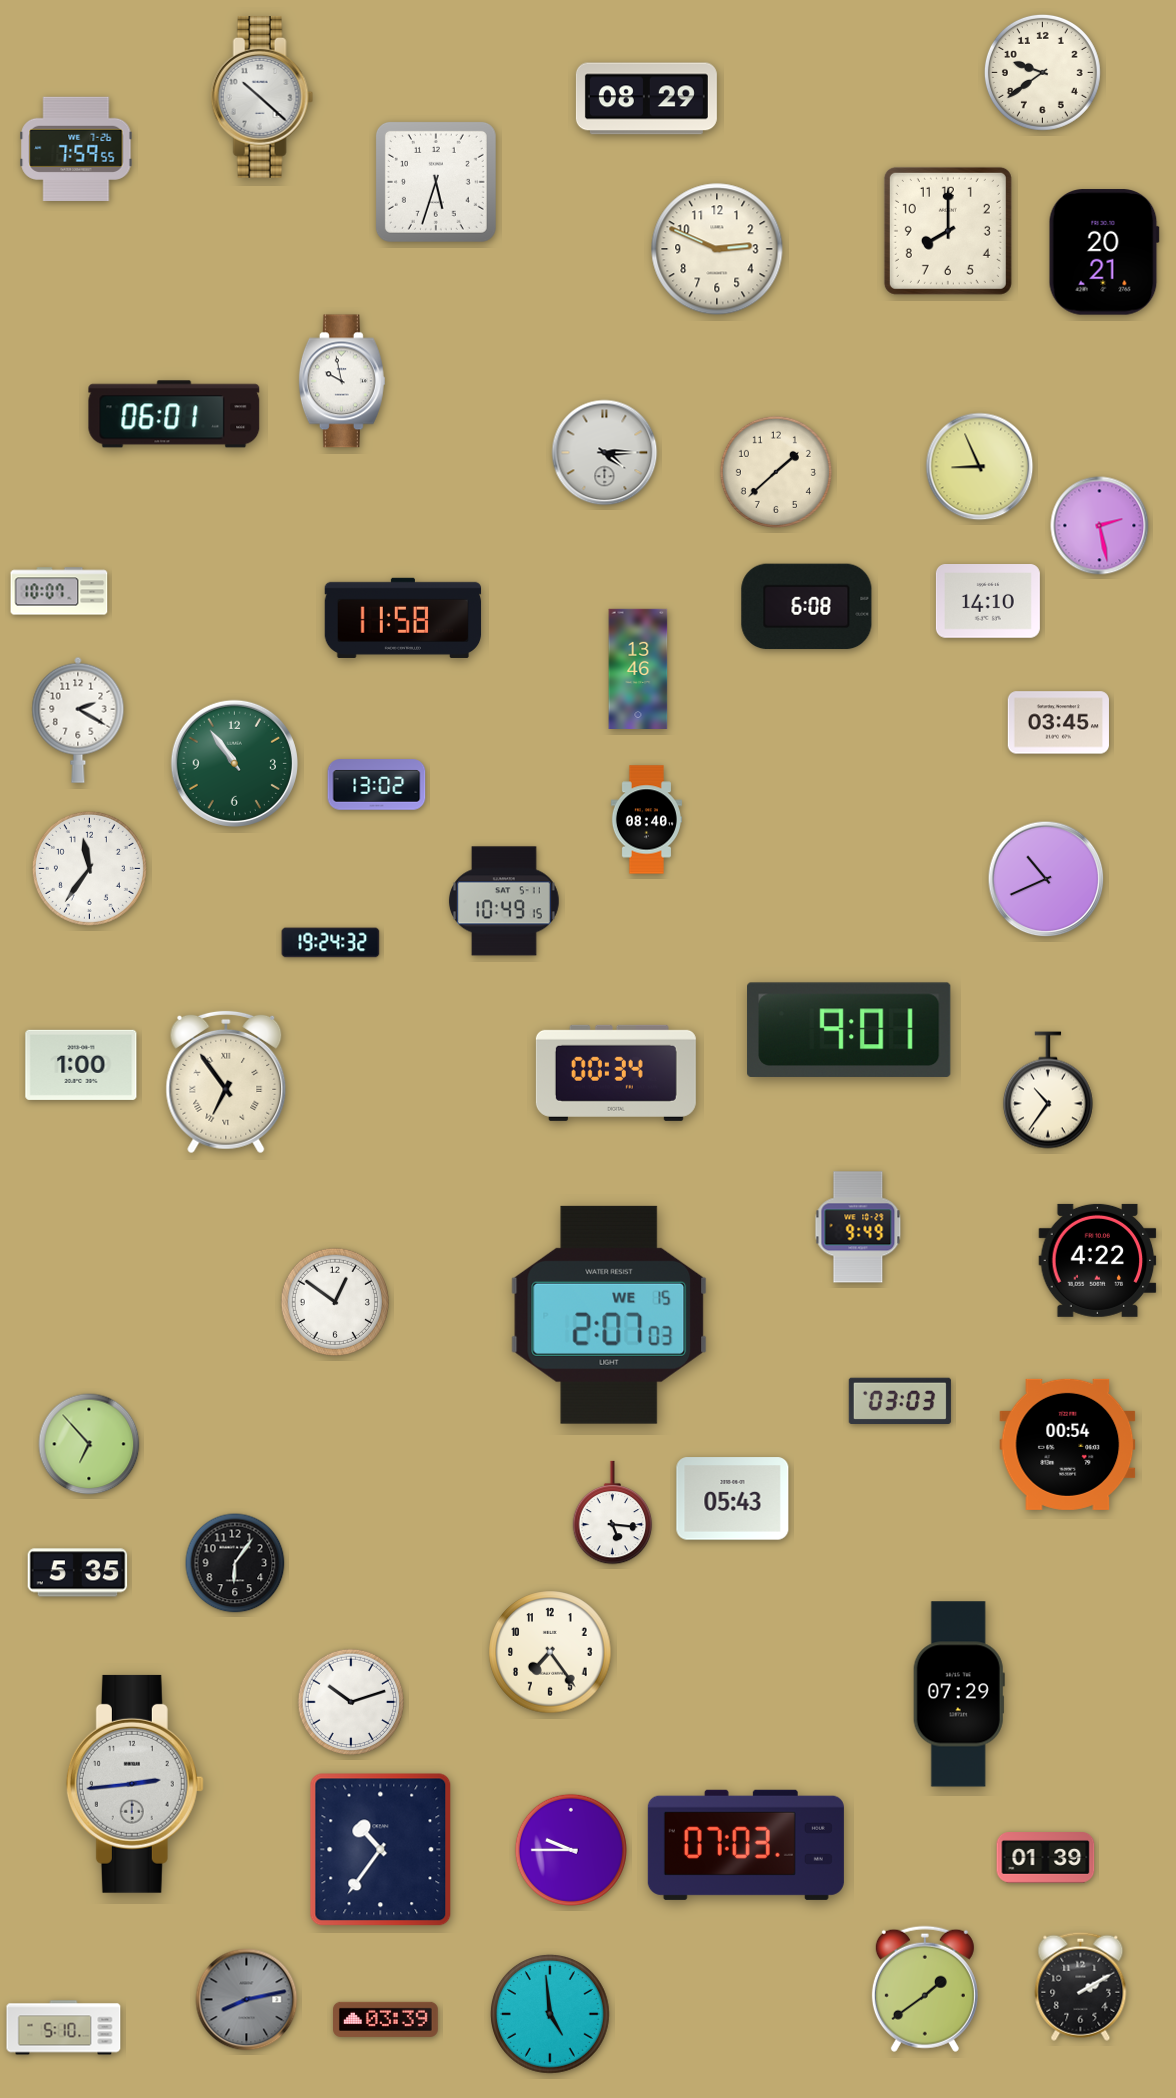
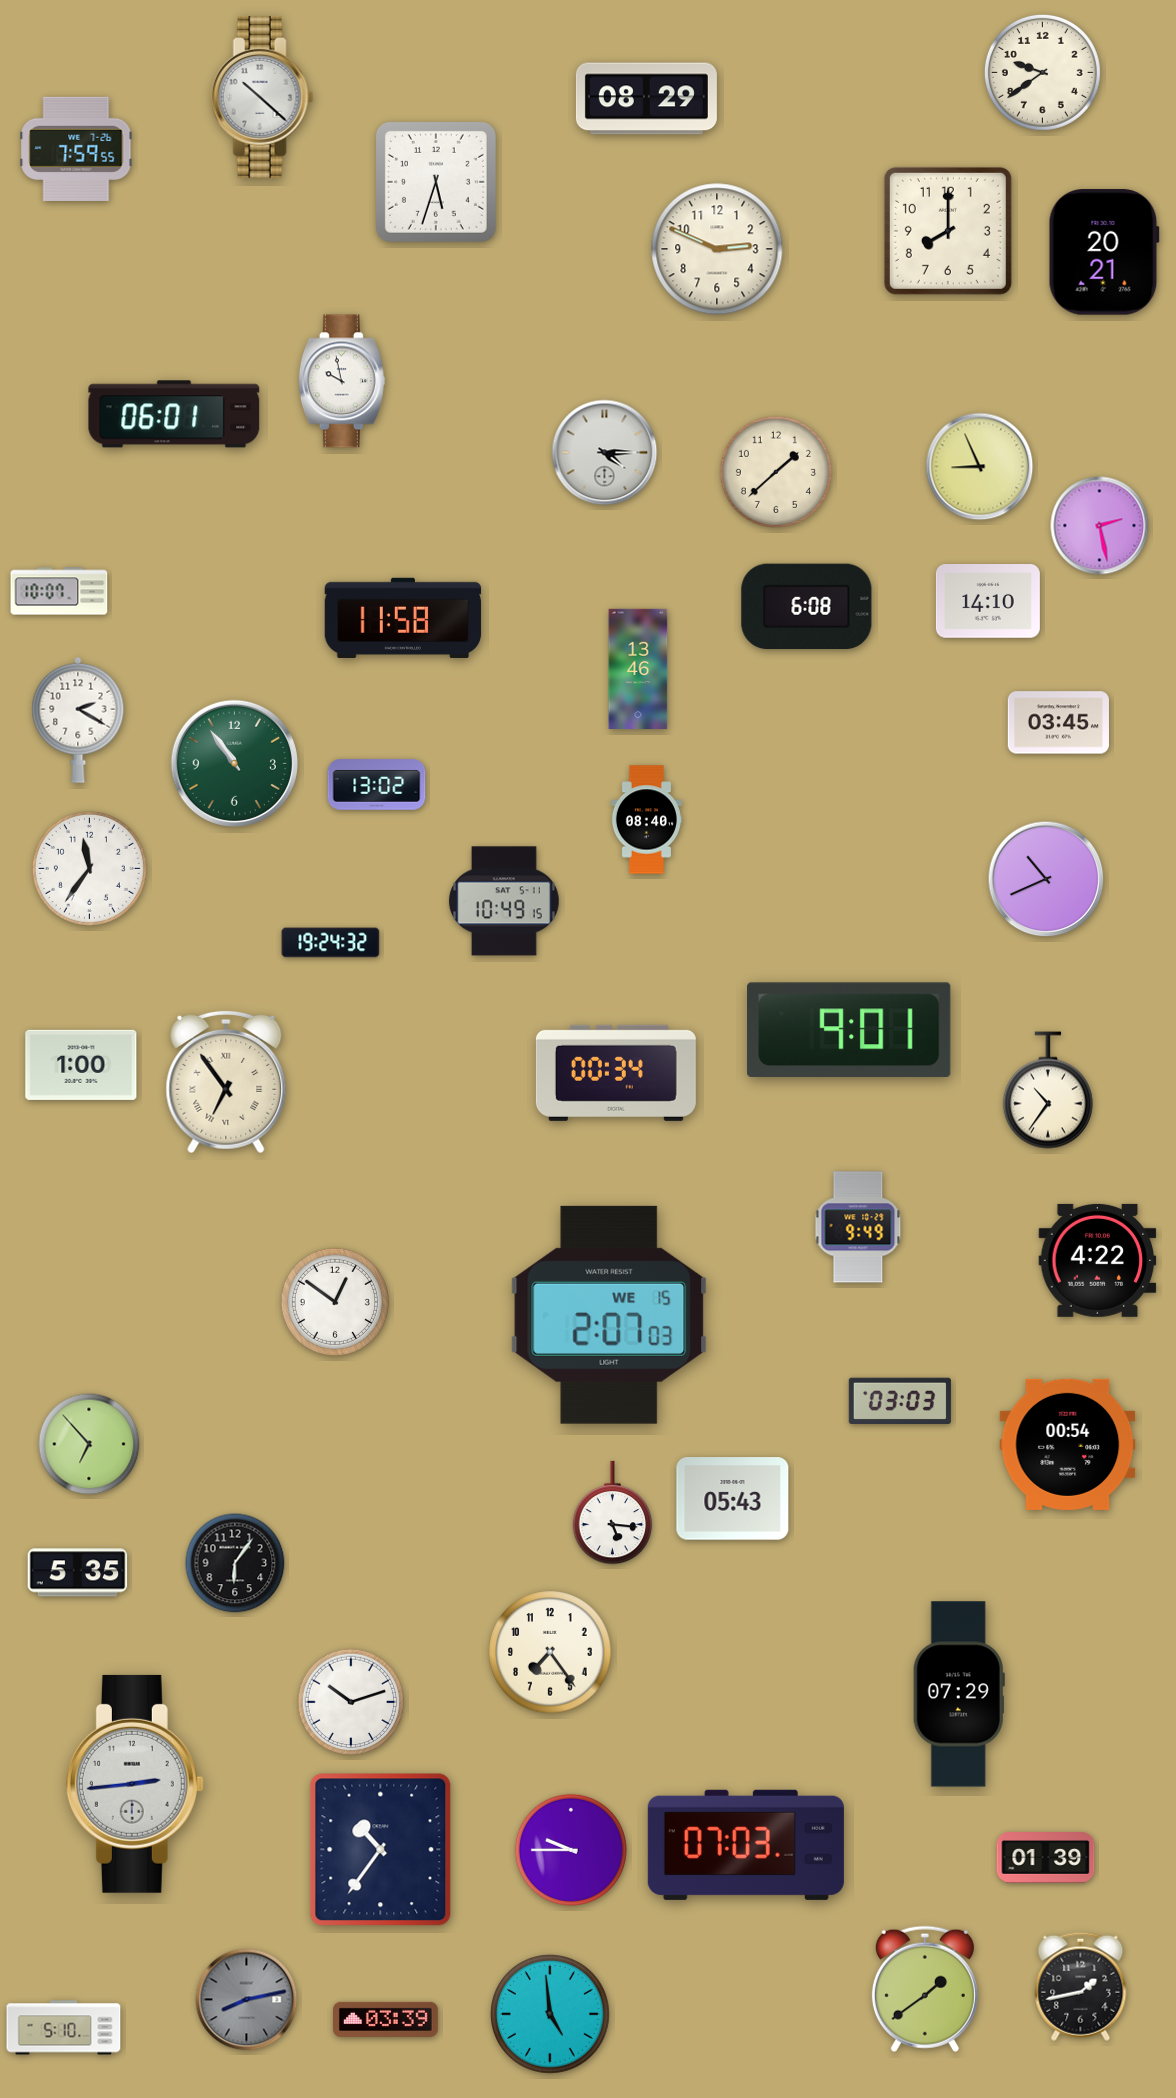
clock at (1081, 1986): 2:10 -> 1:43
